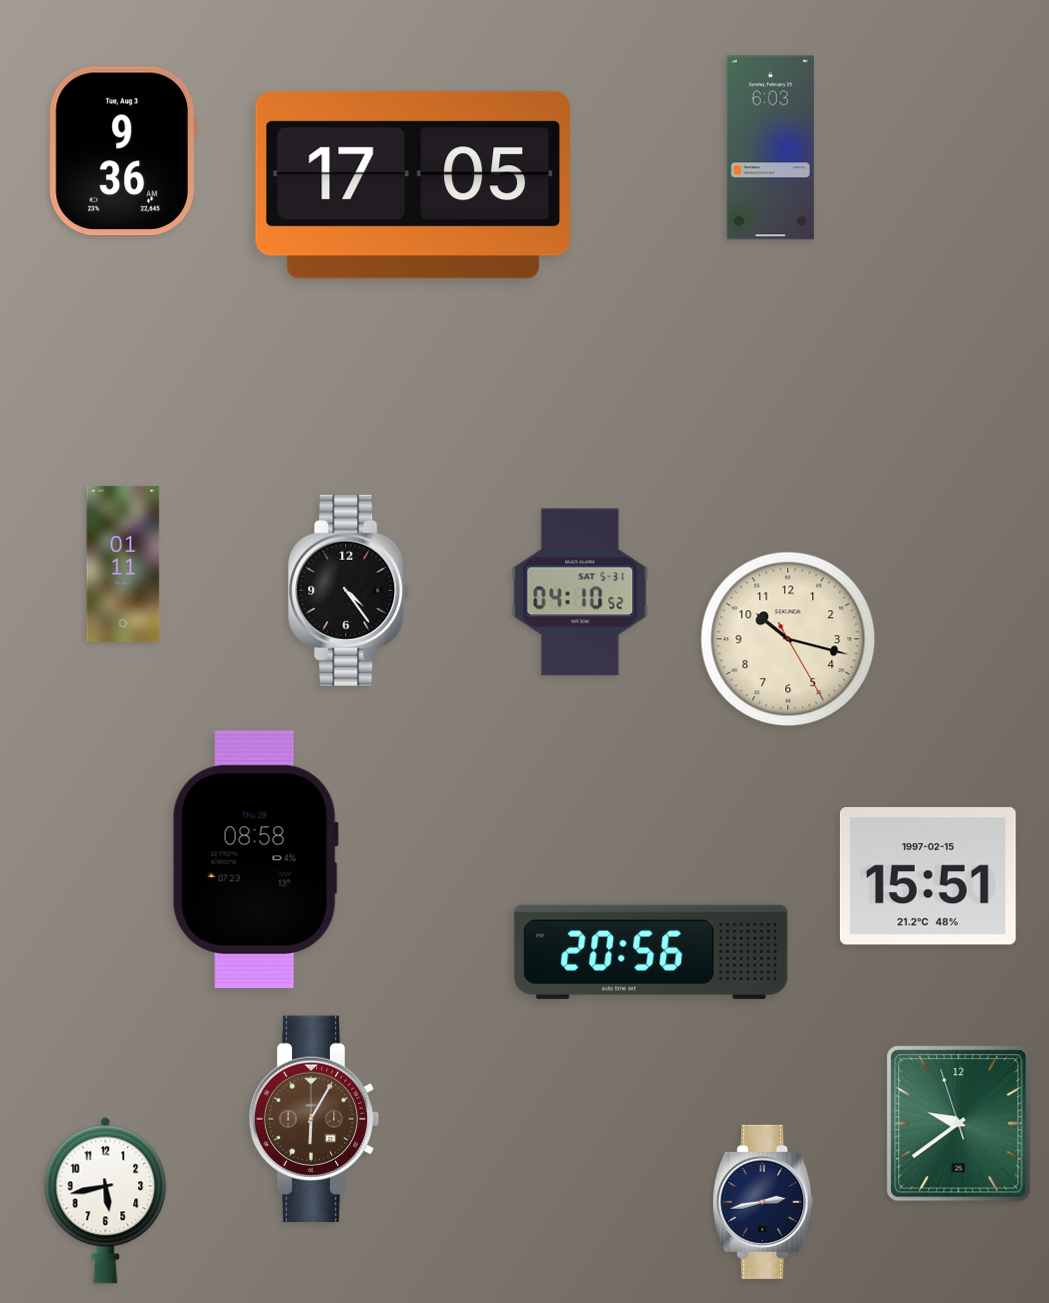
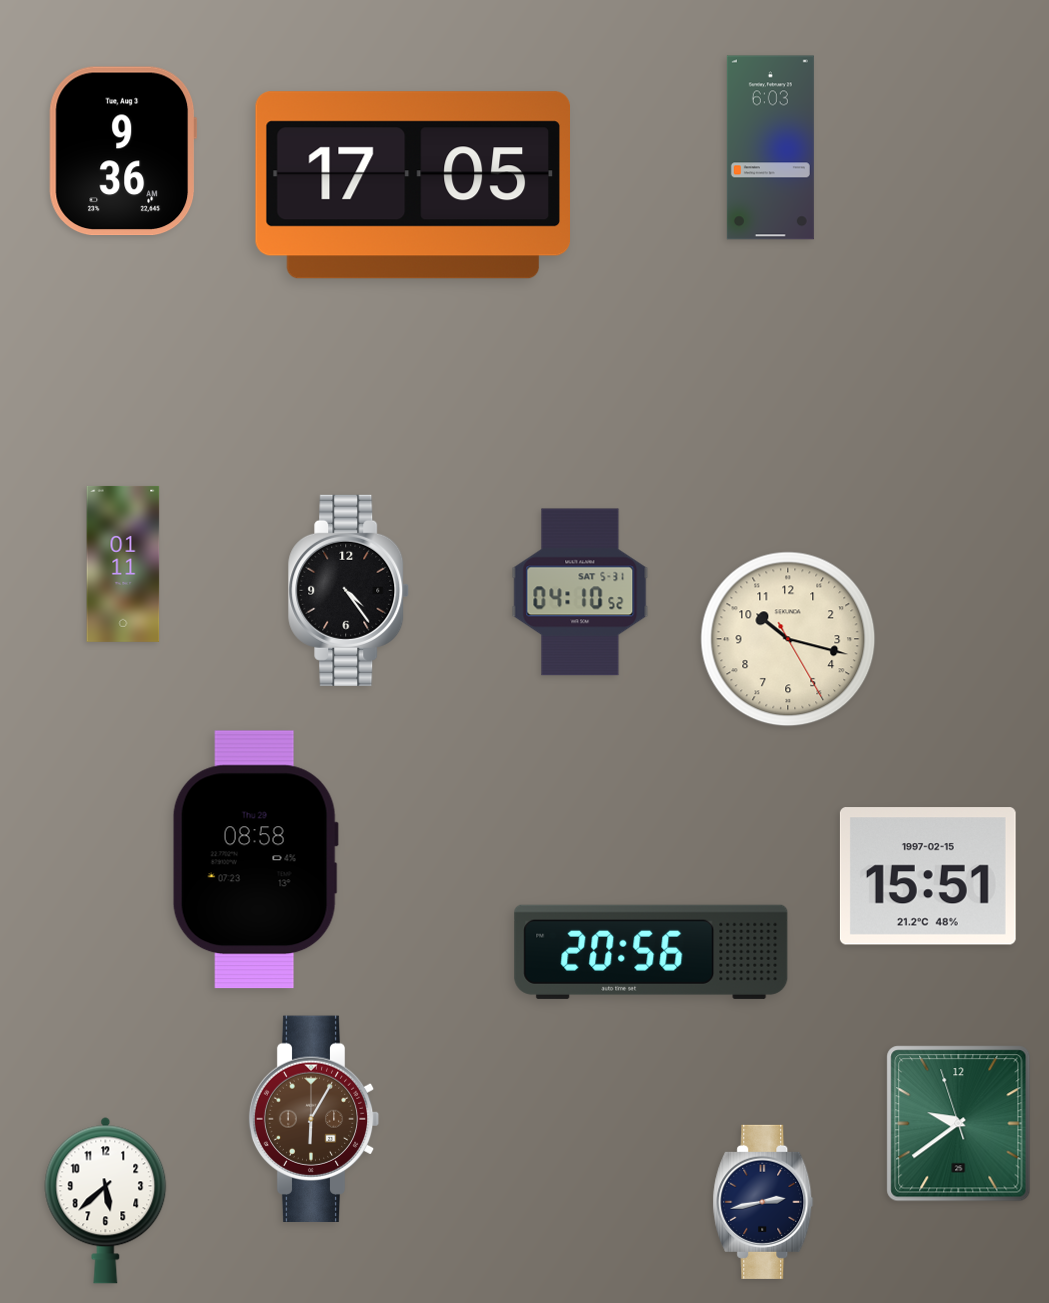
clock at (106, 1200): 5:43 -> 5:38
